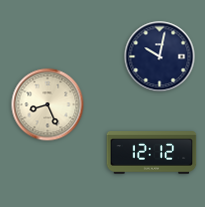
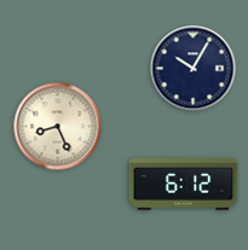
clock at (160, 57): 10:02 -> 10:05
clock at (152, 153): 12:12 -> 6:12
